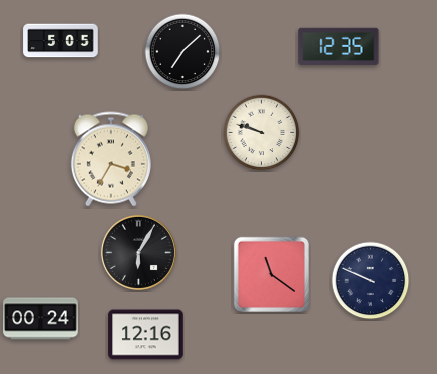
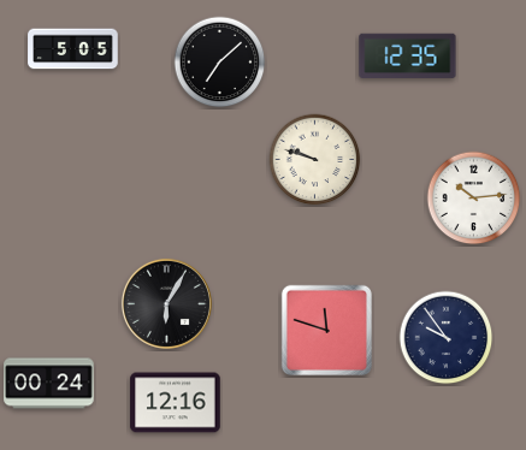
clock at (111, 159): 3:35 -> none
clock at (474, 199): none -> 10:14
clock at (271, 274): 11:21 -> 11:48
clock at (371, 281): 9:49 -> 9:54
